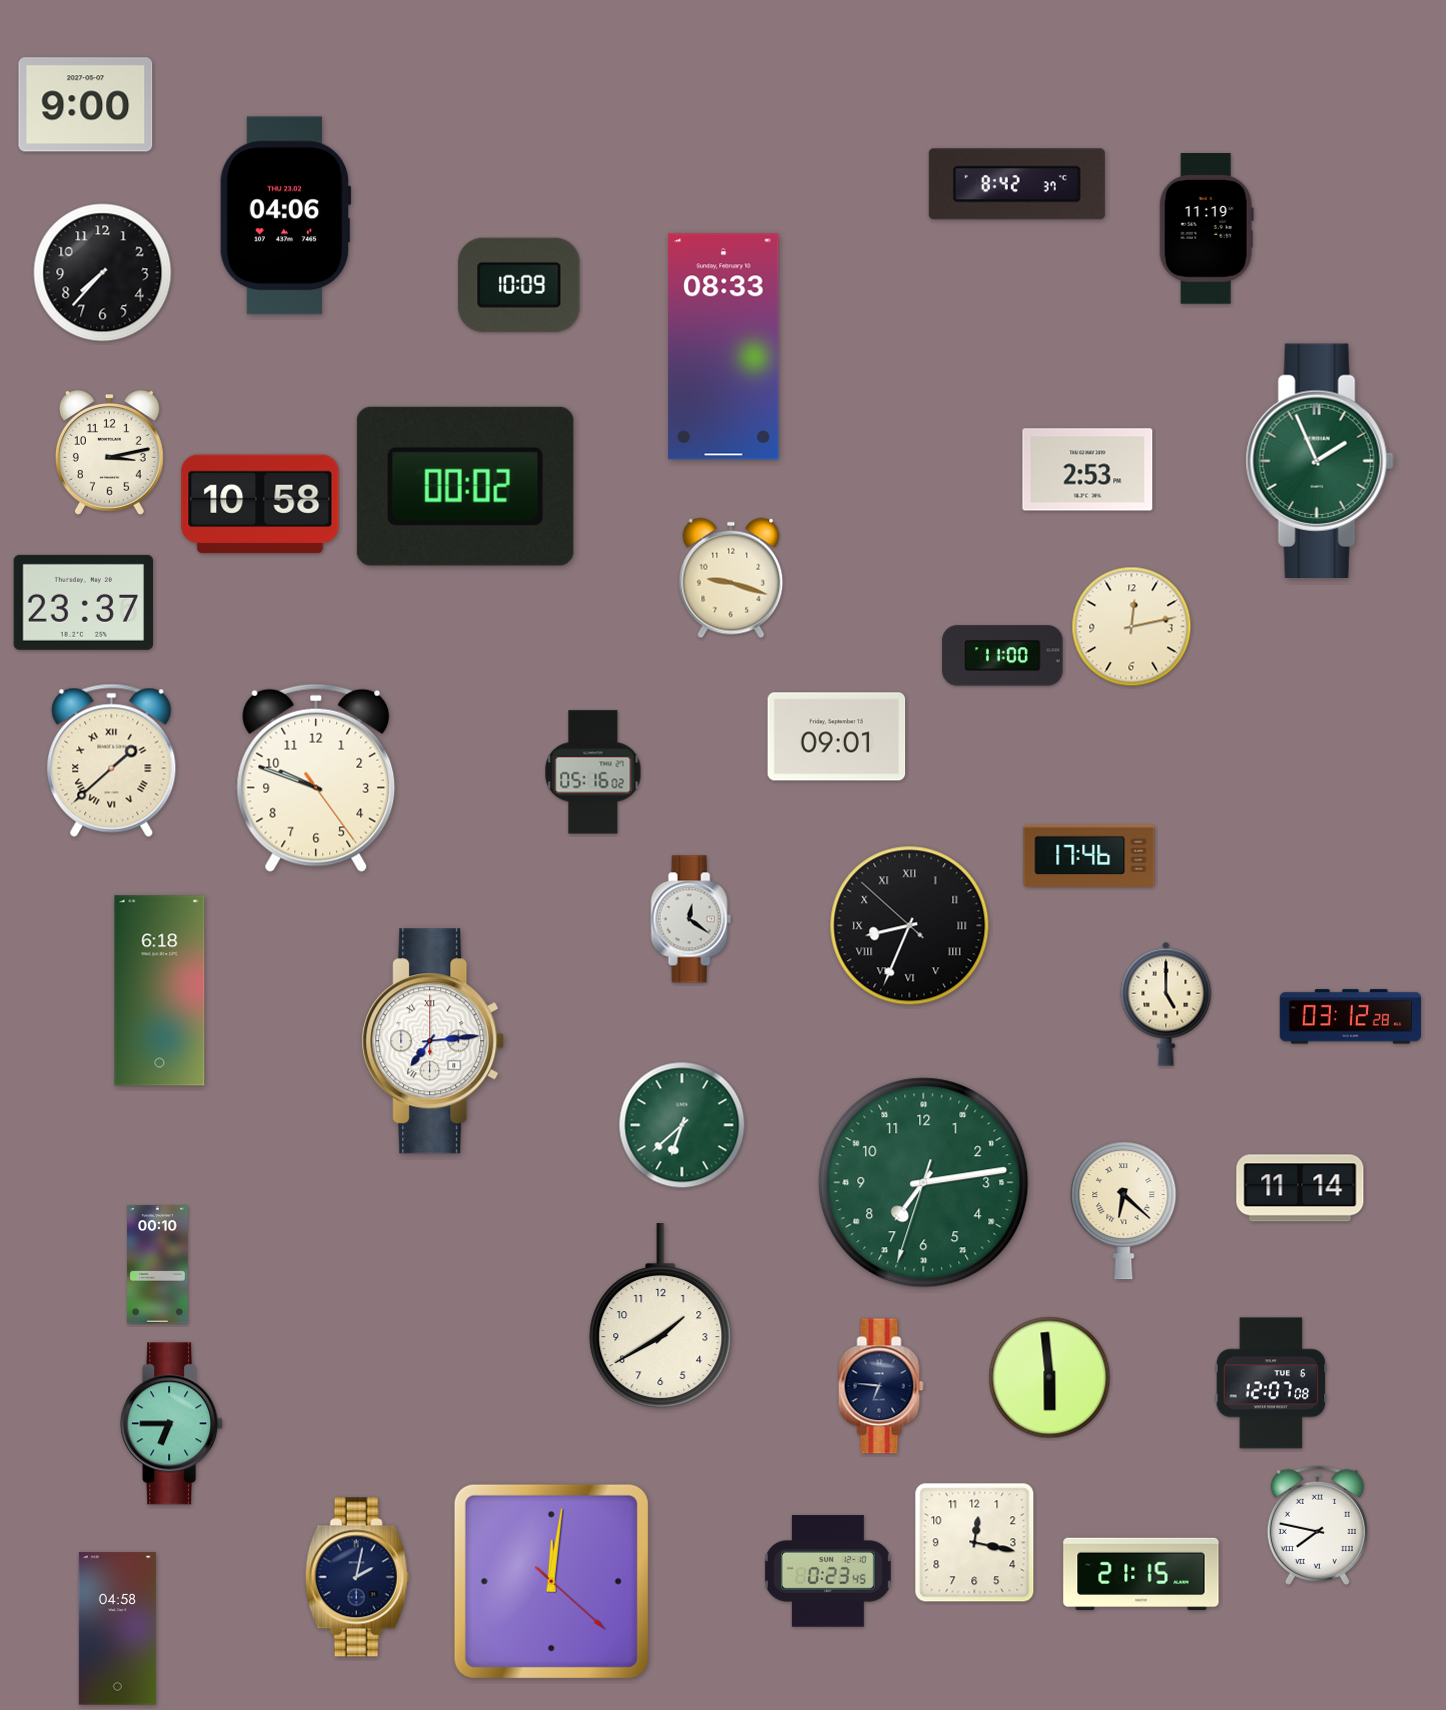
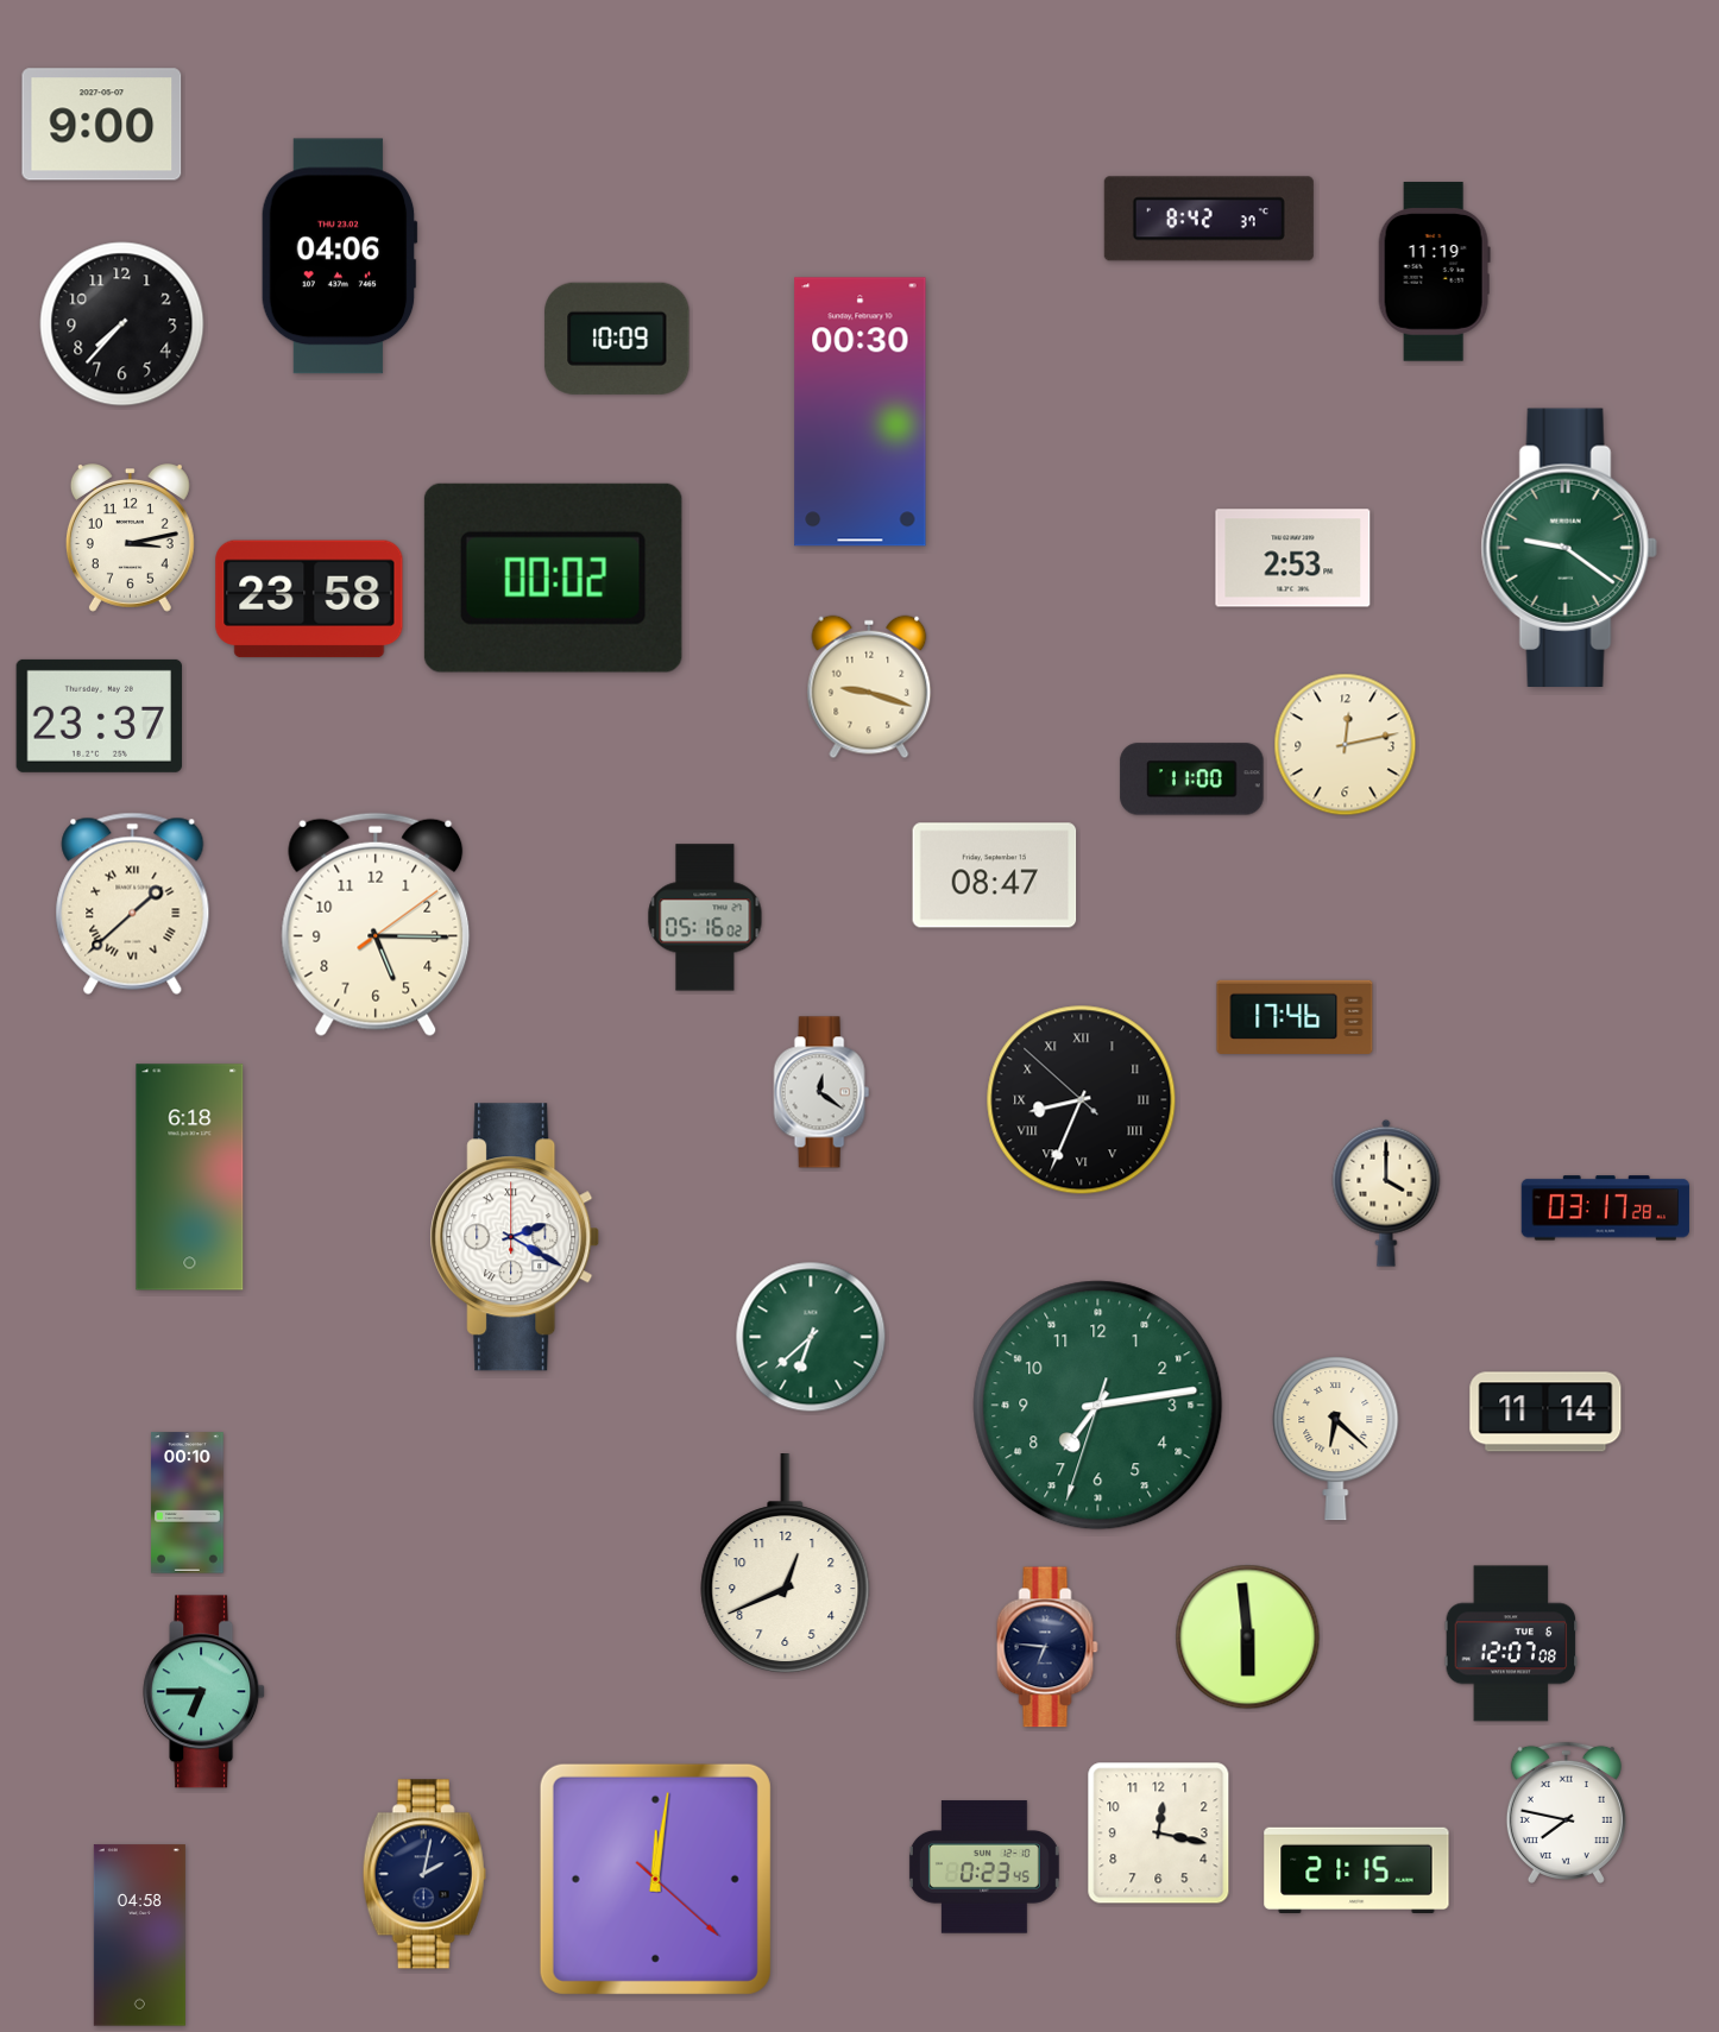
clock at (724, 347): 08:33 -> 00:30
clock at (1320, 460): 1:56 -> 9:21
clock at (260, 504): 10:58 -> 23:58
clock at (837, 737): 09:01 -> 08:47
clock at (316, 778): 9:48 -> 5:15
clock at (1166, 1004): 5:00 -> 4:00
clock at (1350, 1017): 03:12 -> 03:17
clock at (433, 1041): 7:14 -> 2:20
clock at (661, 1316): 1:40 -> 12:41
